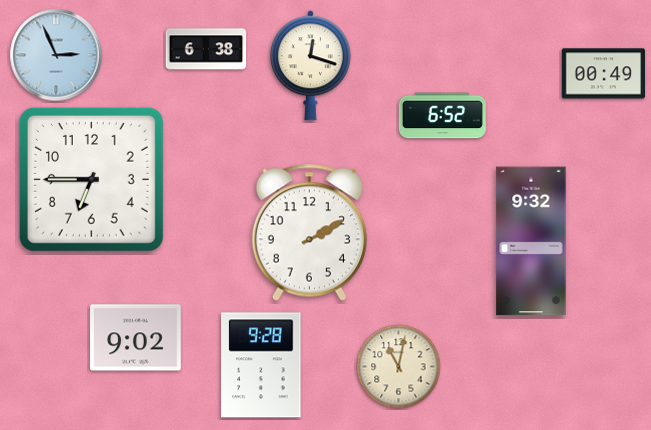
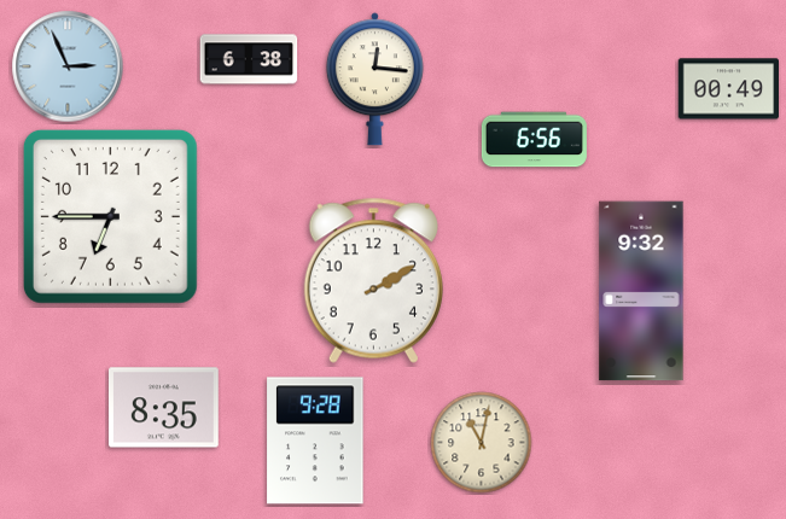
clock at (310, 66): 12:18 -> 12:16
clock at (442, 116): 6:52 -> 6:56
clock at (136, 338): 9:02 -> 8:35
